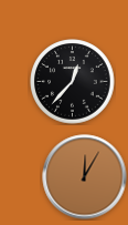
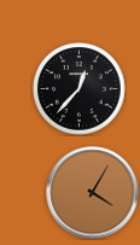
clock at (85, 177): 12:05 -> 4:05
